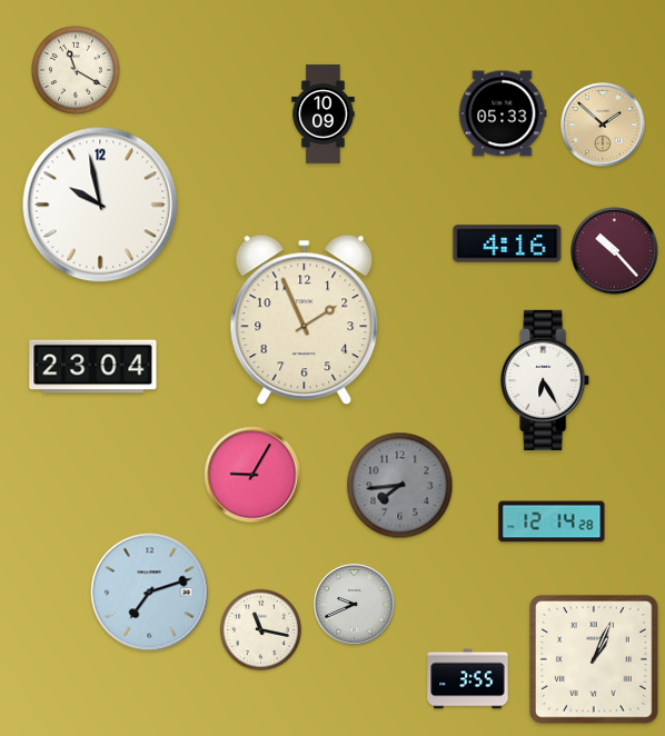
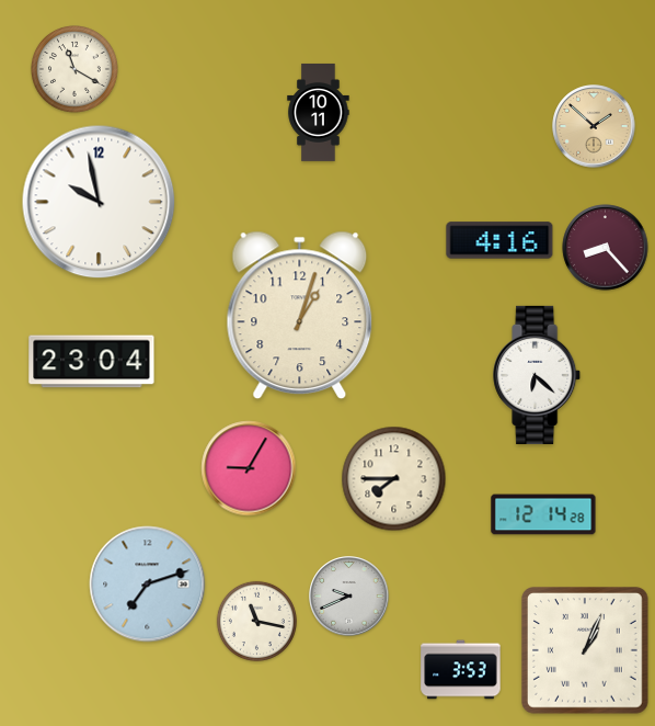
clock at (324, 113): 10:09 -> 10:11
clock at (503, 113): 05:33 -> none
clock at (603, 125) position: (603, 125) -> (594, 126)
clock at (615, 251): 10:23 -> 8:23
clock at (305, 320): 1:56 -> 1:03
clock at (546, 380): 6:25 -> 6:22
clock at (400, 486): 7:44 -> 7:45
clock at (400, 486) dial: grey -> cream
clock at (468, 679): 3:55 -> 3:53
